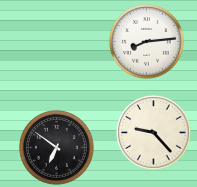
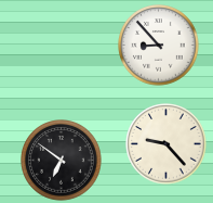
clock at (147, 42): 8:14 -> 8:53
